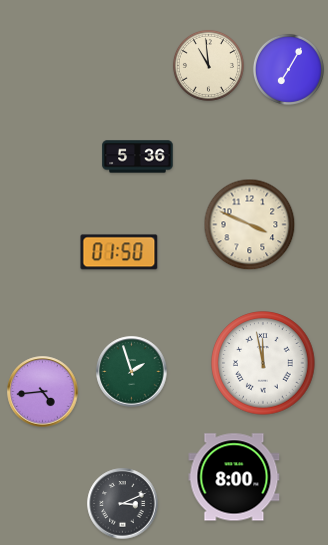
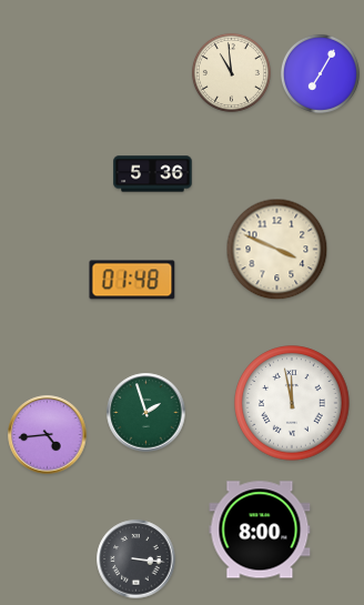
clock at (288, 69) position: (288, 69) -> (320, 73)
clock at (119, 252): 01:50 -> 01:48
clock at (123, 504): 3:11 -> 3:16
